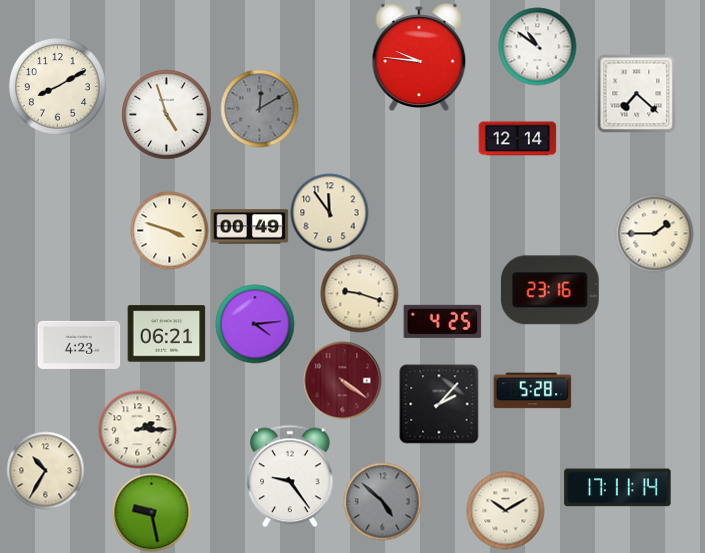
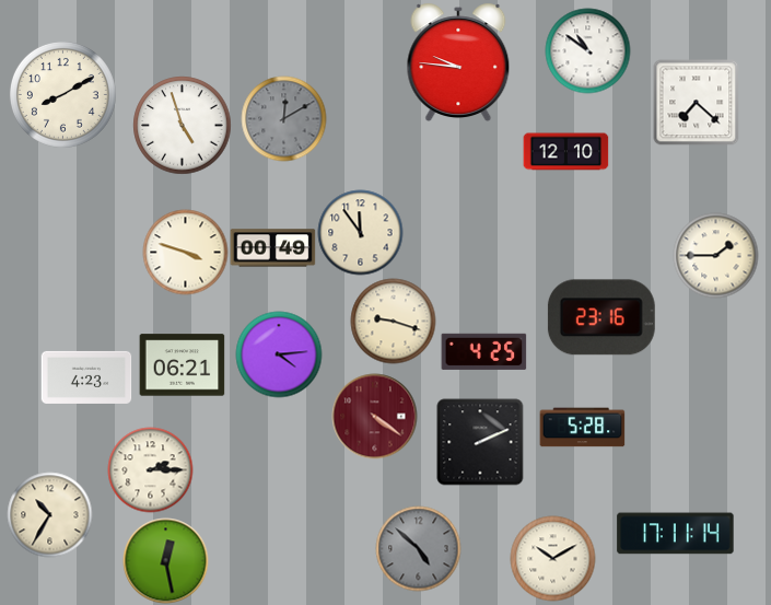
clock at (517, 139): 12:14 -> 12:10
clock at (439, 404): 2:07 -> 2:11
clock at (290, 476): 9:24 -> none
clock at (151, 512): 9:28 -> 12:28
